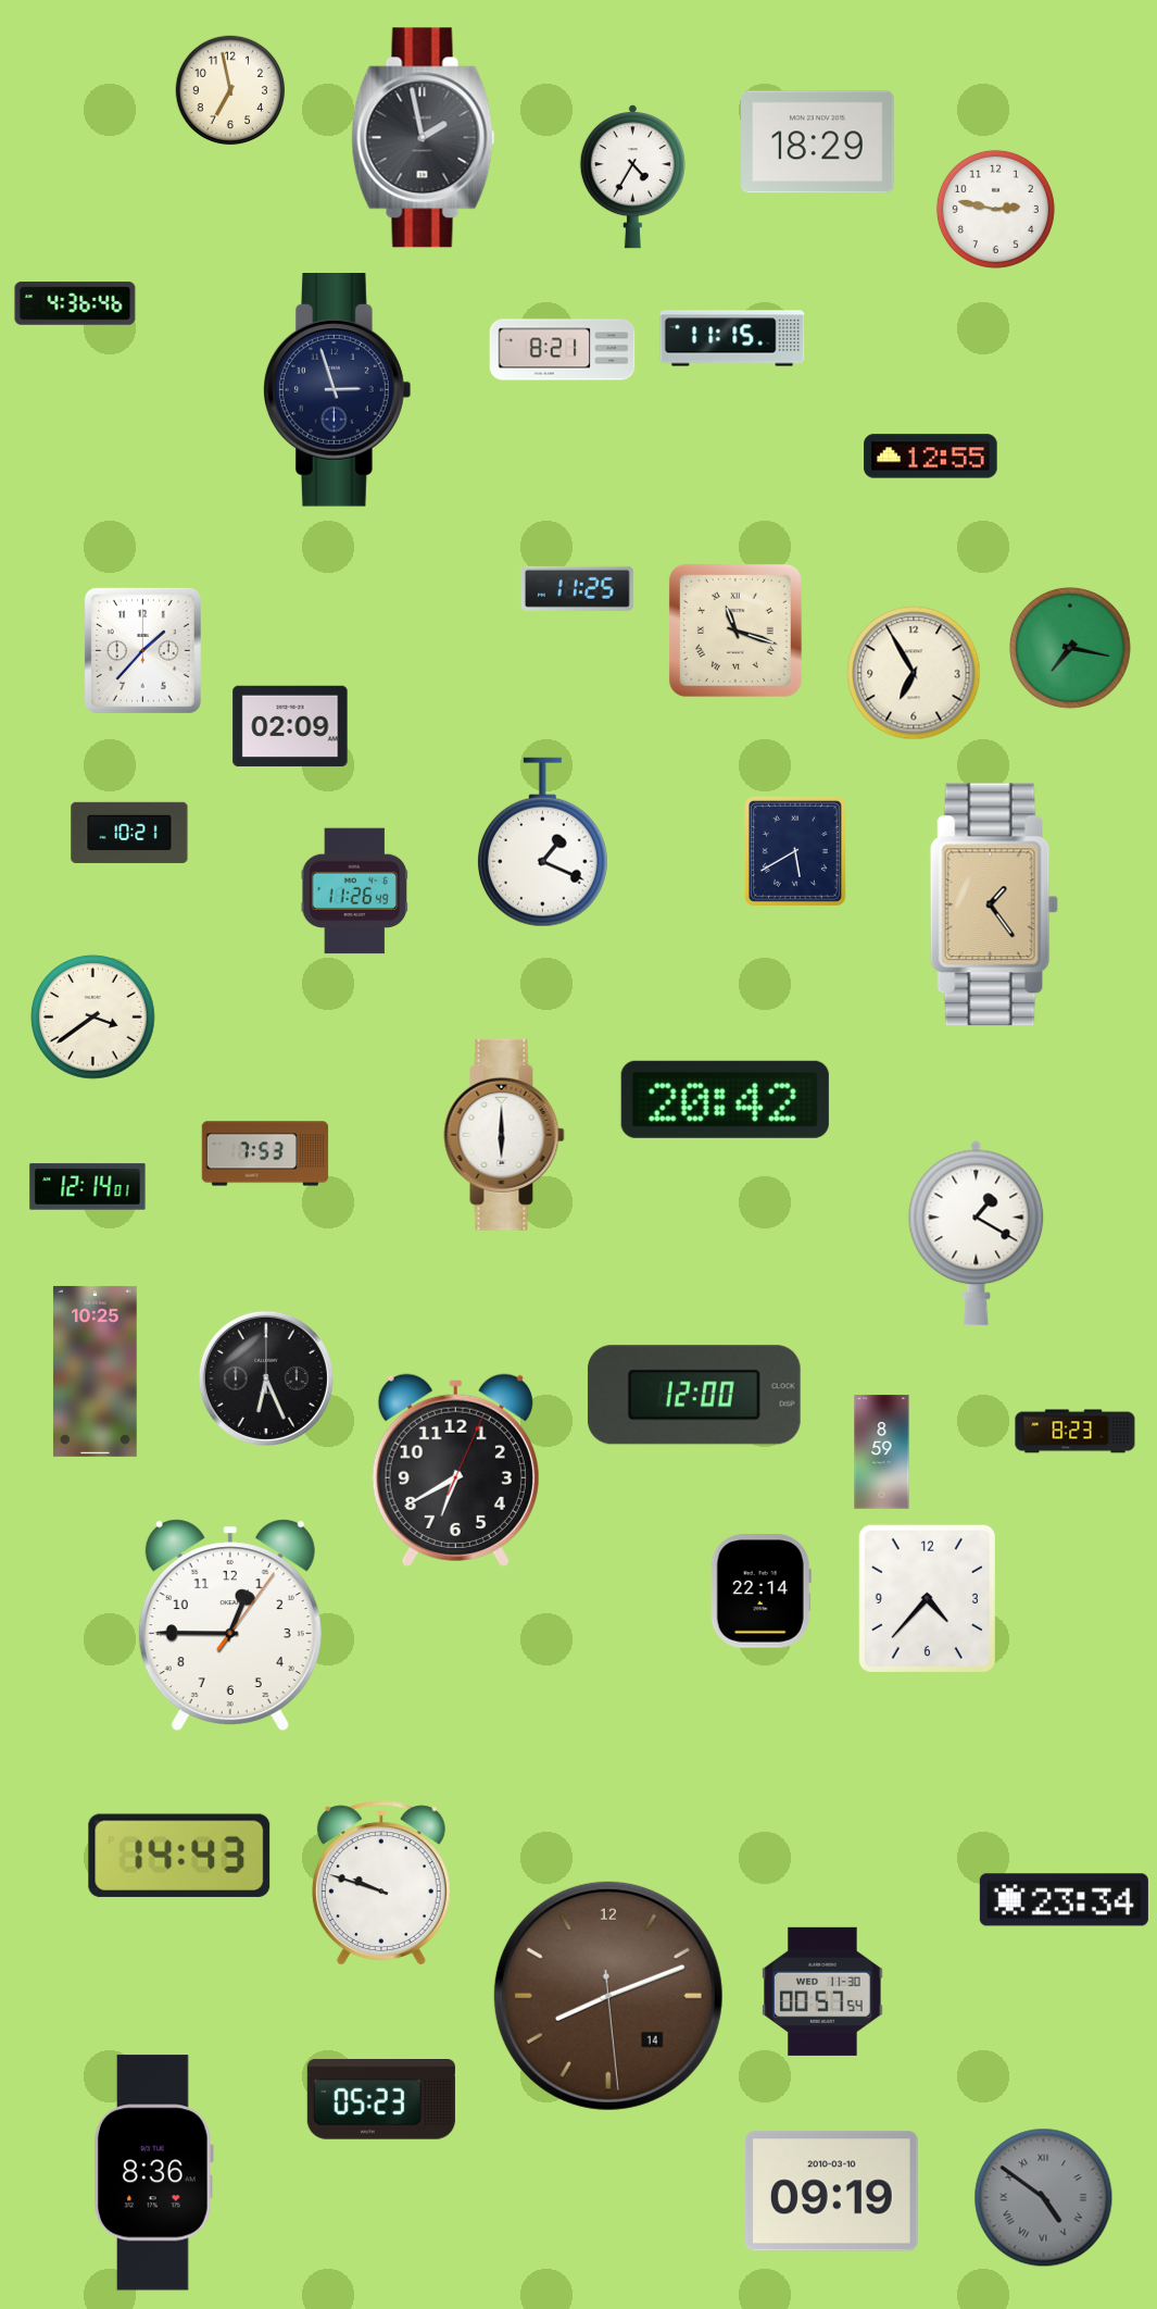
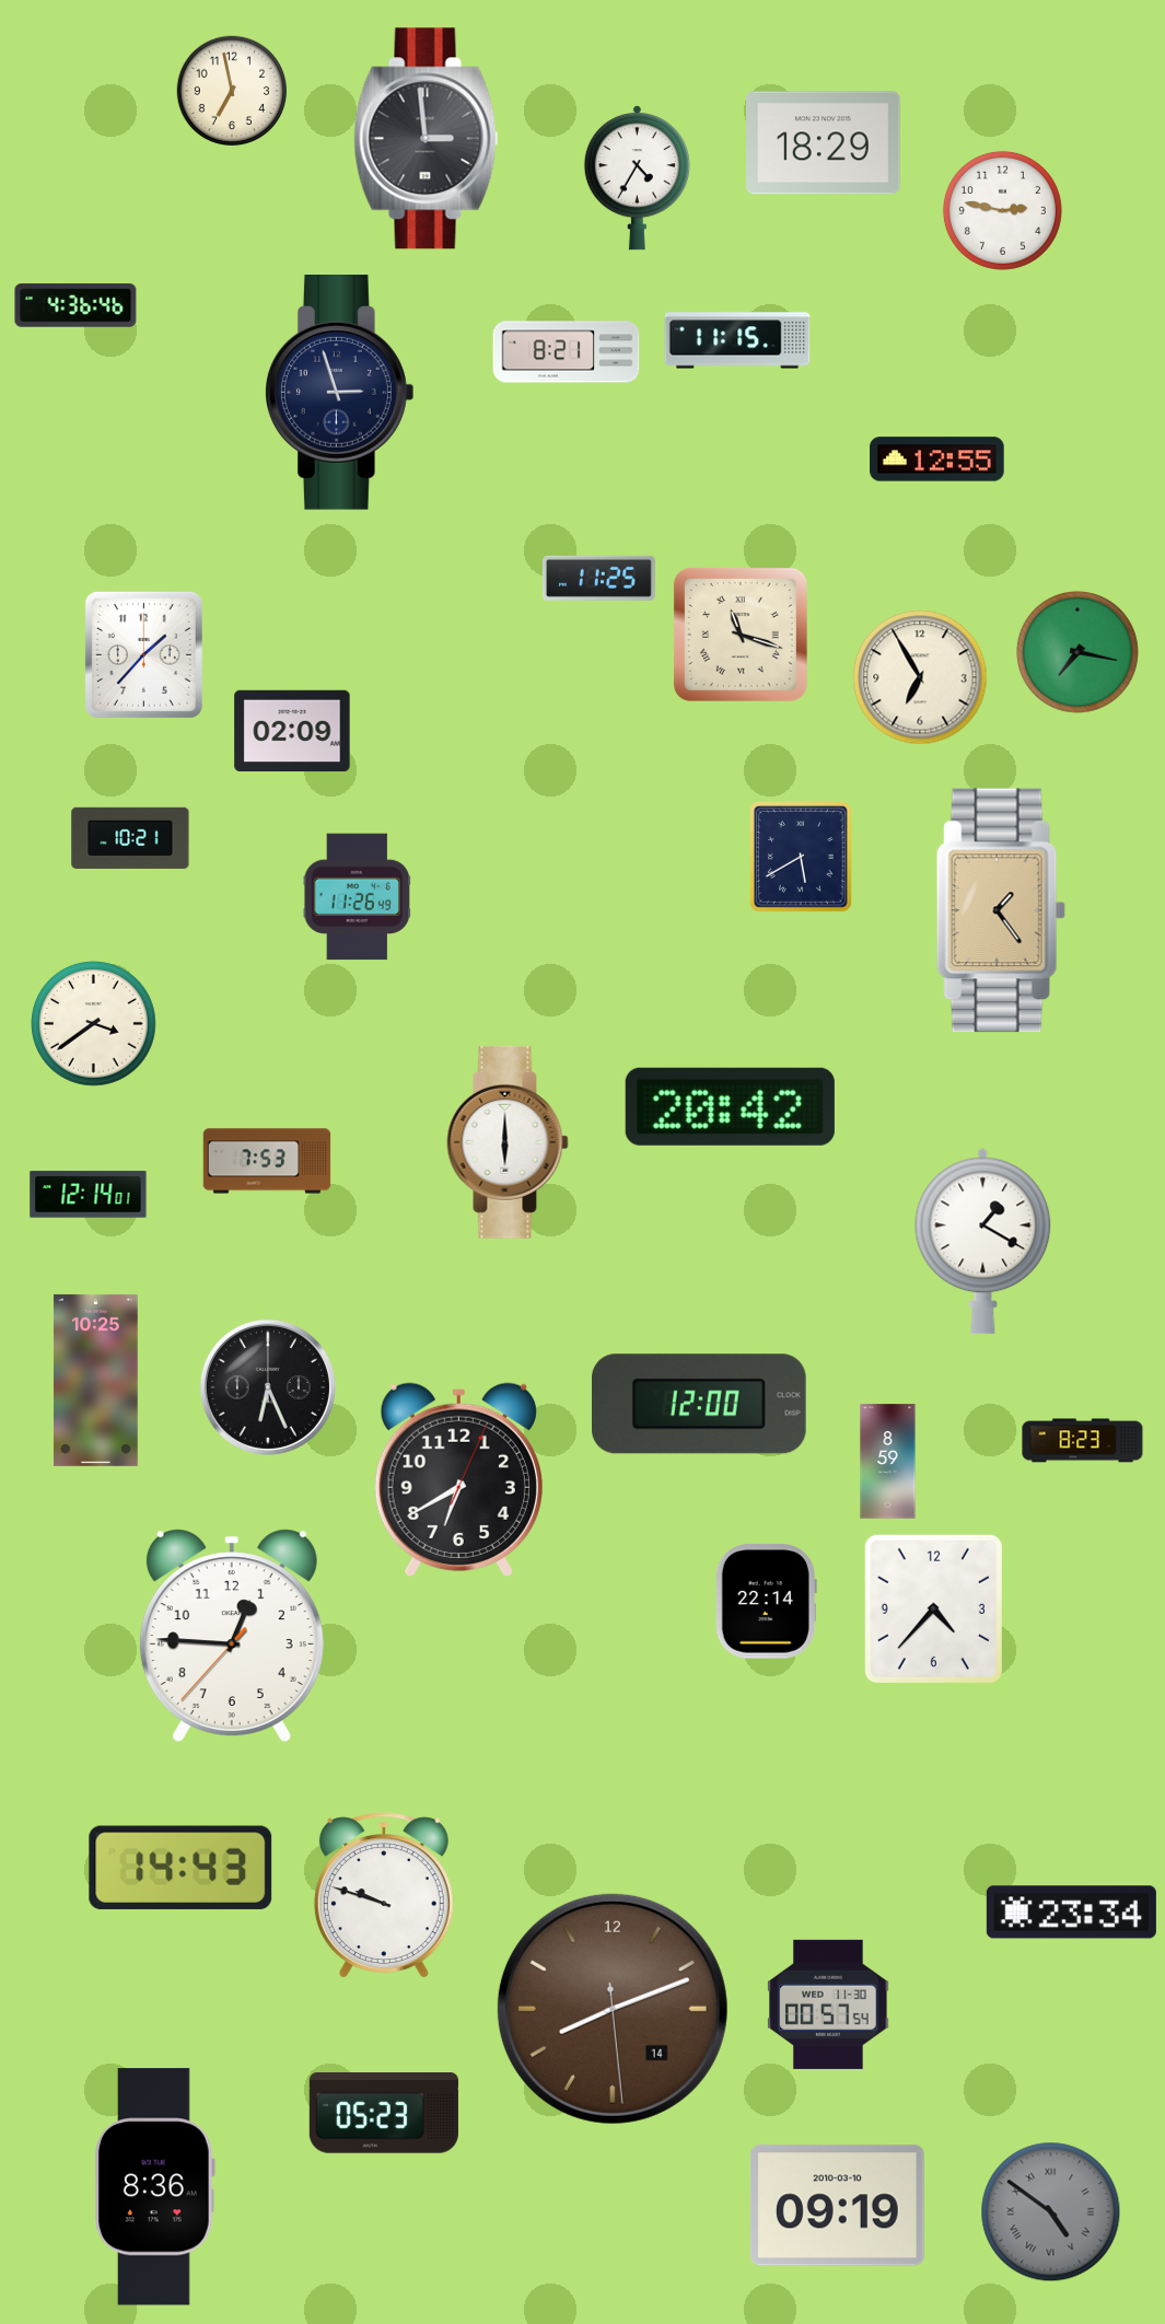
clock at (424, 138): 1:58 -> 2:59
clock at (577, 588) position: (577, 588) -> (598, 578)
clock at (542, 843): 1:19 -> none
clock at (230, 1624): 12:45:06 -> 12:45:37
